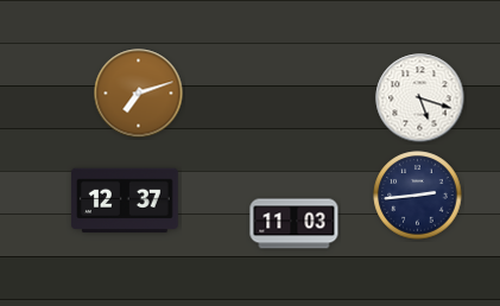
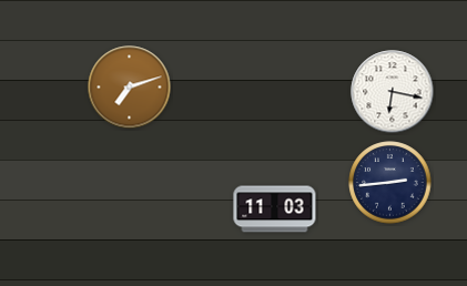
clock at (420, 98): 5:18 -> 6:17
clock at (125, 200): 12:37 -> none
